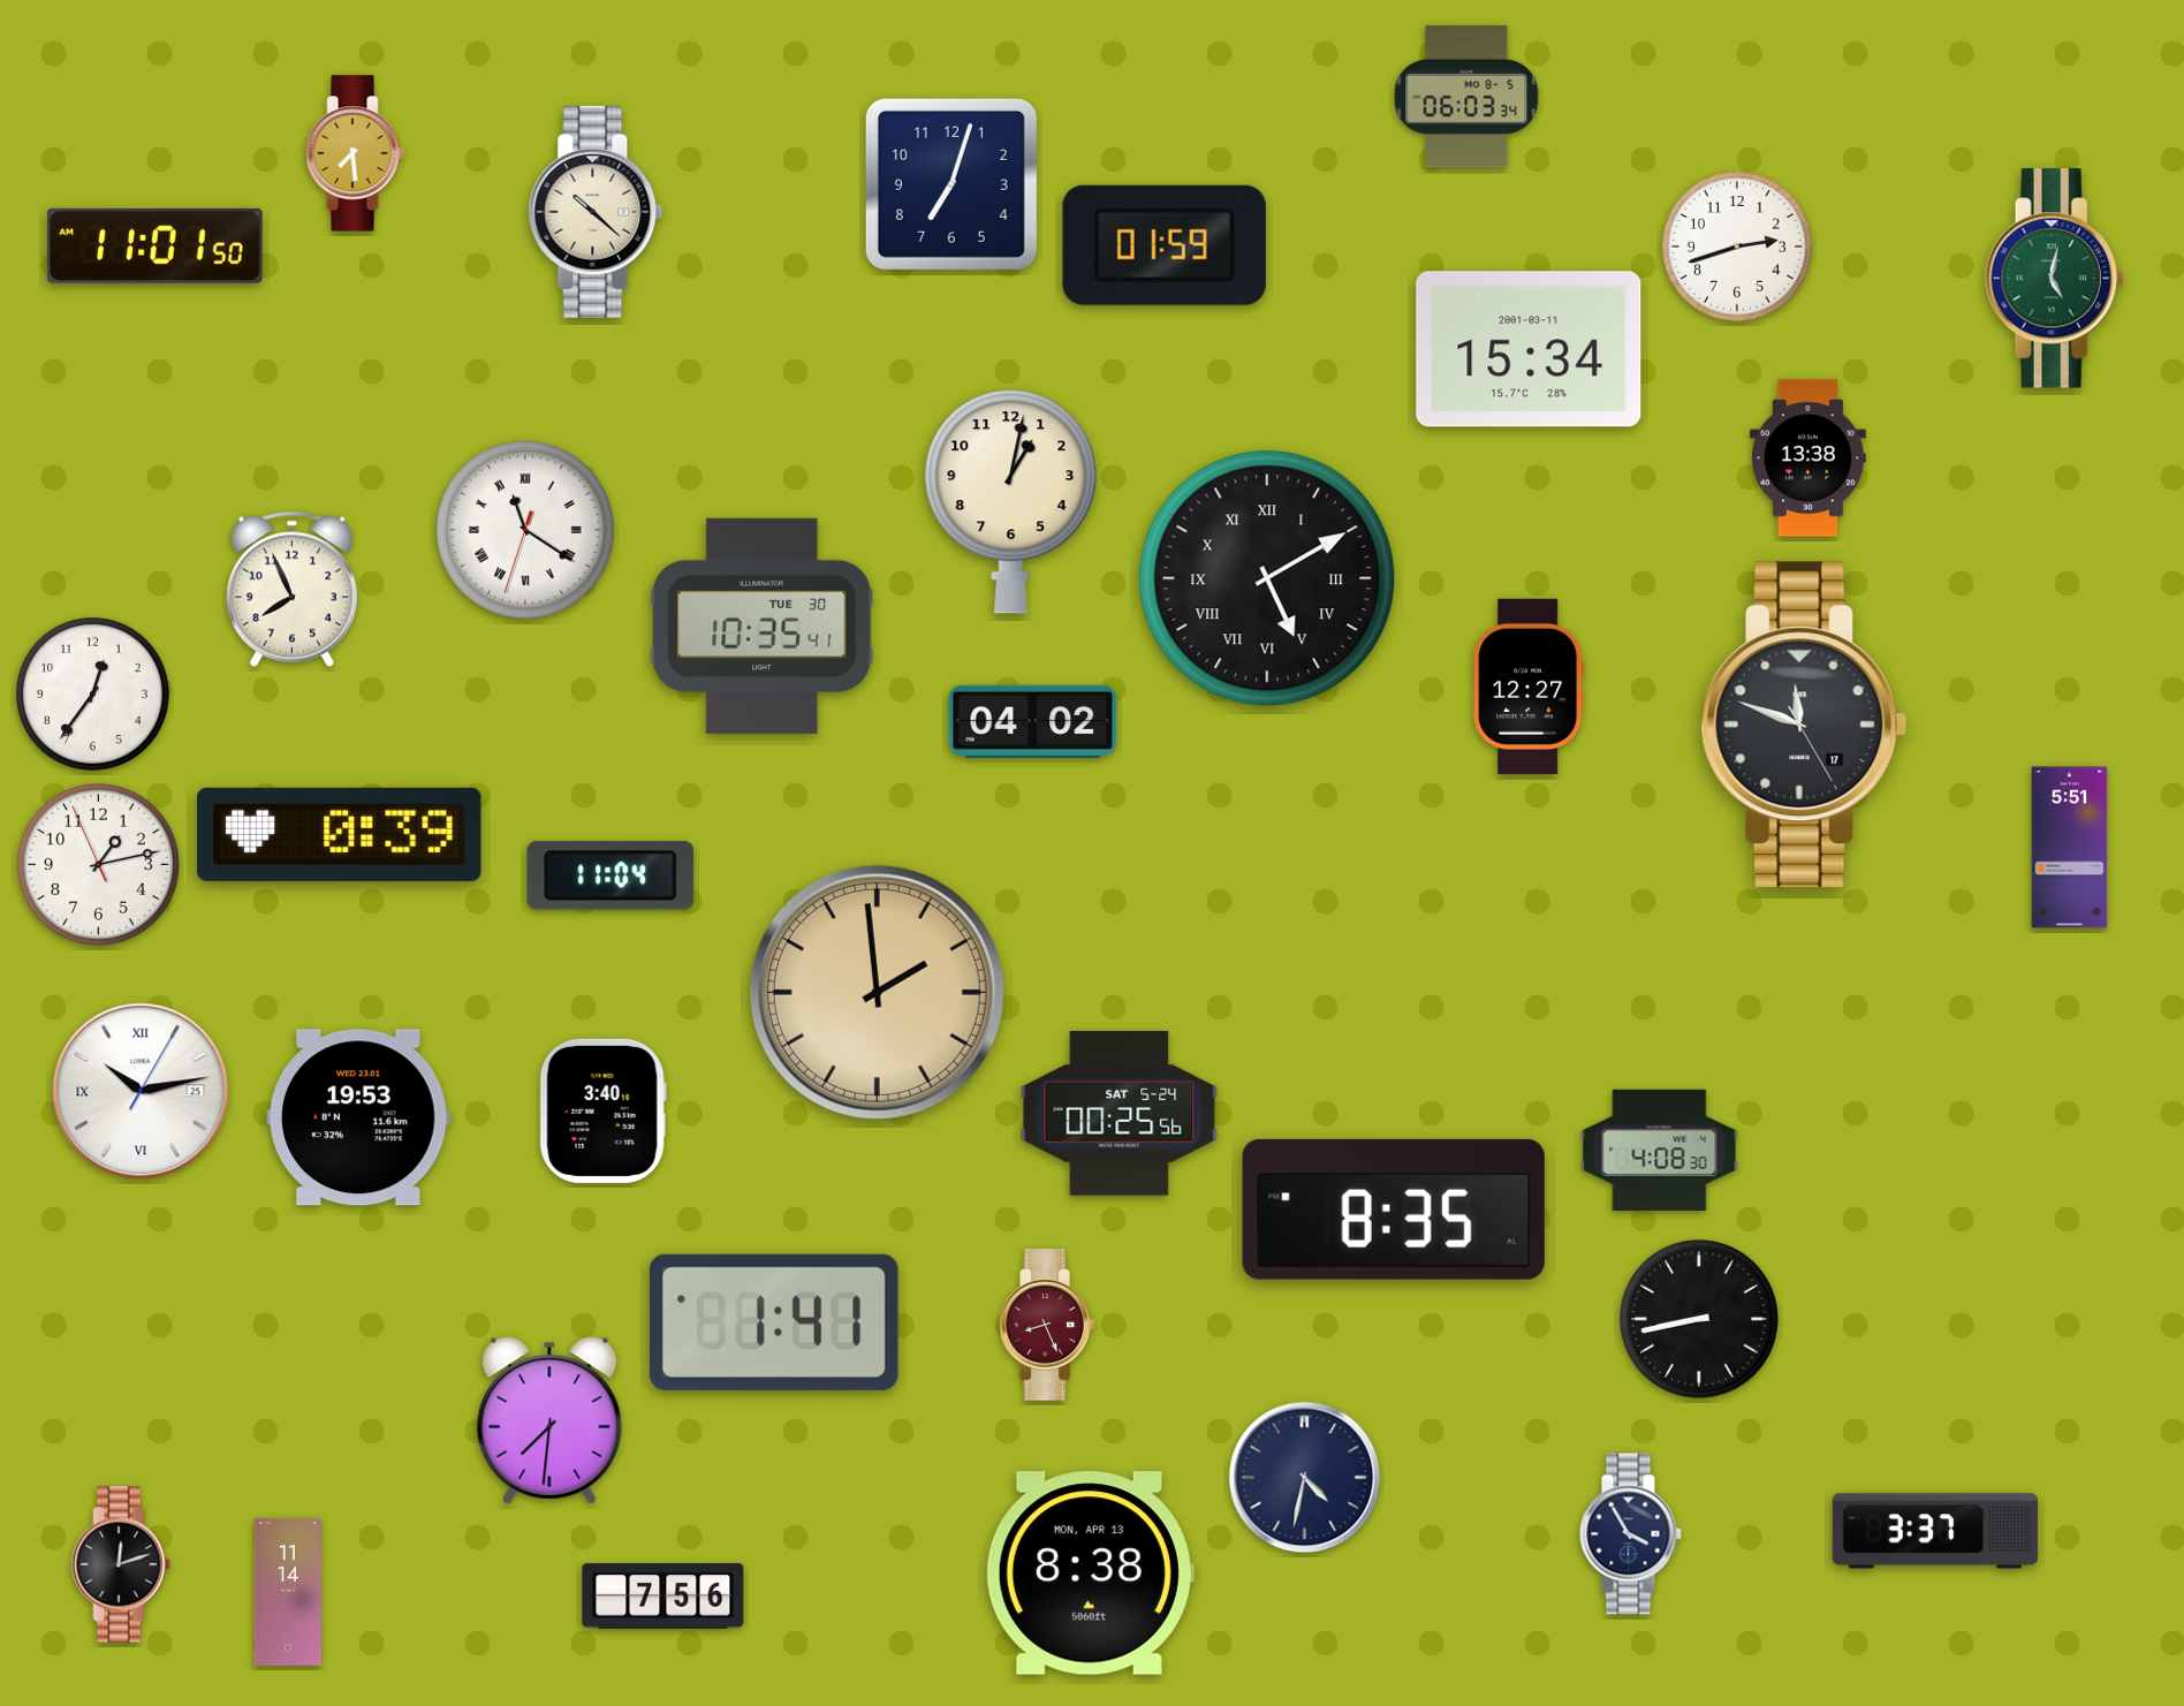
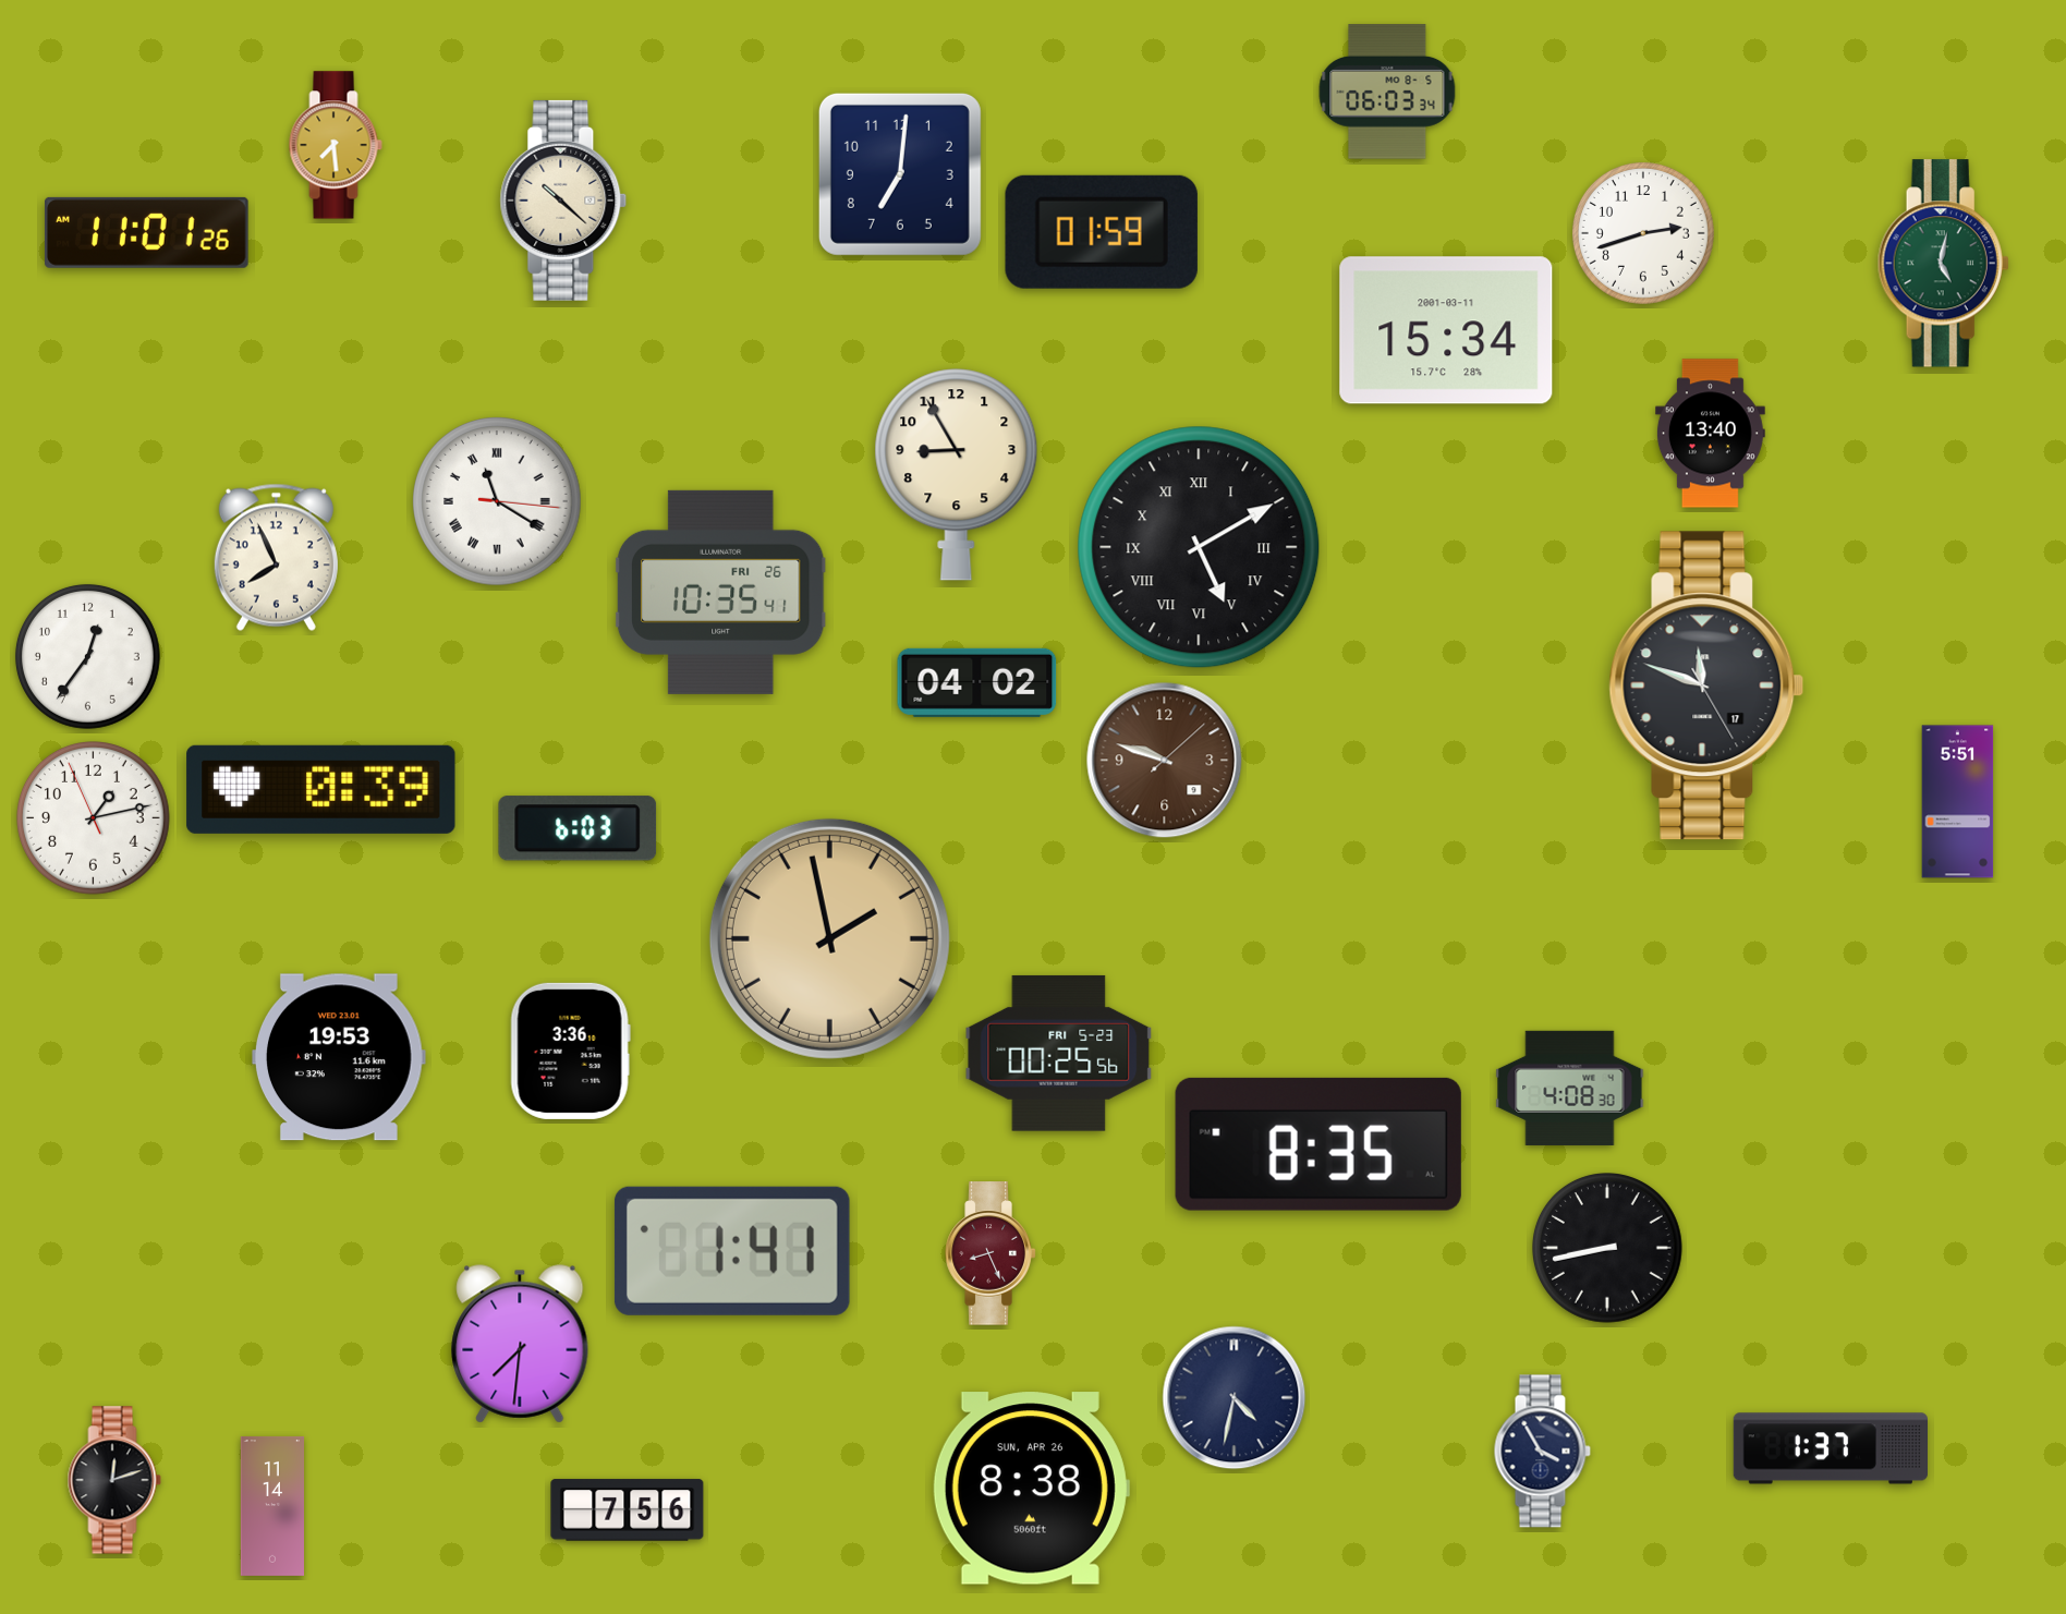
clock at (951, 184): 7:03 -> 7:01
clock at (154, 245): 11:01:50 -> 11:01:26
clock at (1807, 458): 13:38 -> 13:40
clock at (1011, 502): 1:02 -> 8:55
clock at (525, 530): 11:20:33 -> 11:20:16
clock at (761, 625) date: TUE 30 -> FRI 26
clock at (1529, 687): 12:27 -> none
clock at (1165, 761): none -> 9:48
clock at (611, 875): 11:04 -> 6:03
clock at (877, 992): 1:59 -> 1:58
clock at (141, 1091): 10:13 -> none
clock at (602, 1110): 3:40 -> 3:36
clock at (1120, 1113) date: SAT 5-24 -> FRI 5-23
clock at (1934, 1531): 3:37 -> 1:37
clock at (1090, 1574) date: MON, APR 13 -> SUN, APR 26
